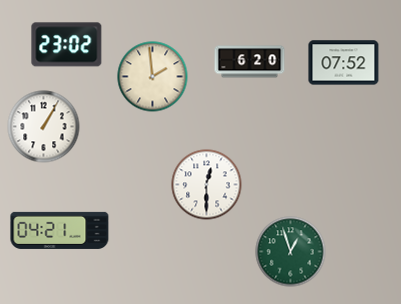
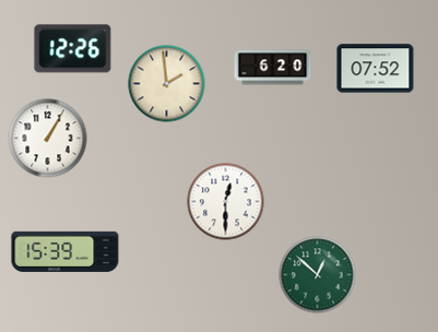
clock at (67, 45): 23:02 -> 12:26
clock at (60, 230): 04:21 -> 15:39
clock at (291, 252): 12:57 -> 12:52
